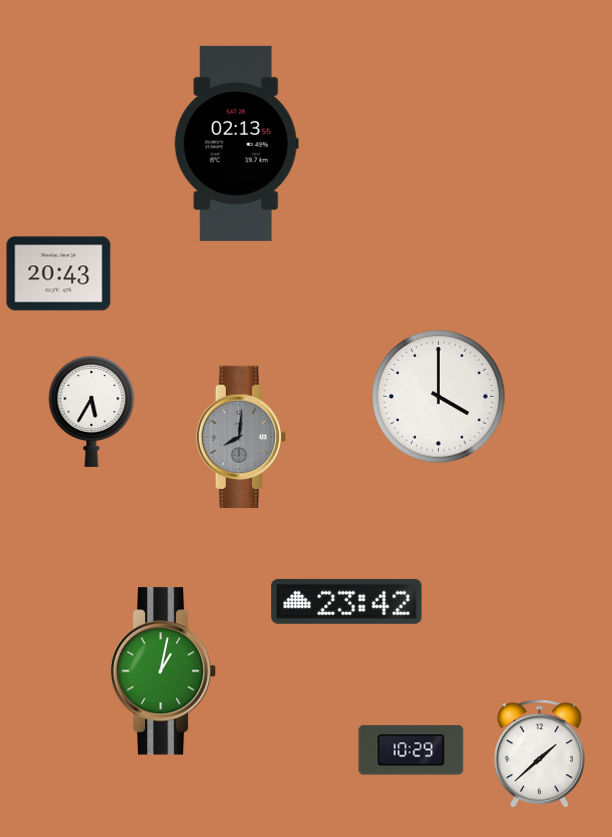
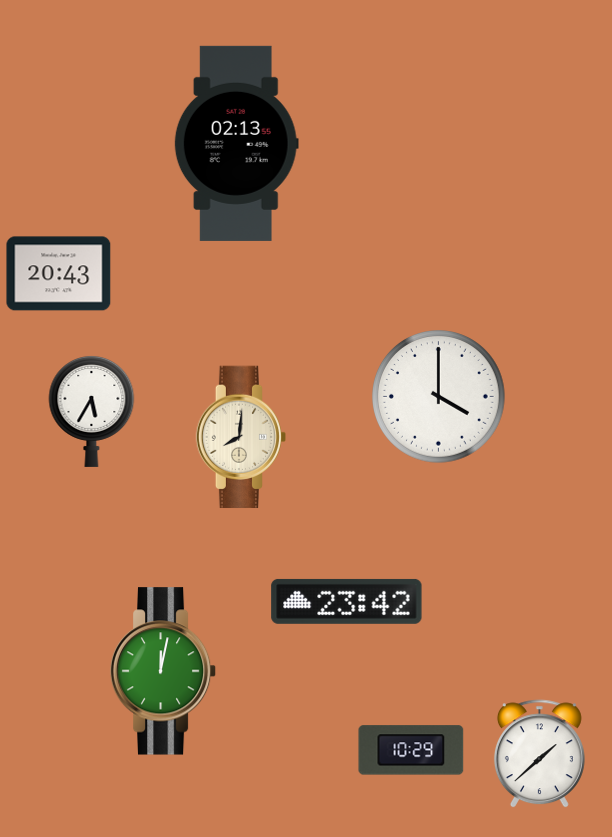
clock at (241, 437) dial: grey -> cream
clock at (163, 671): 1:02 -> 12:02
